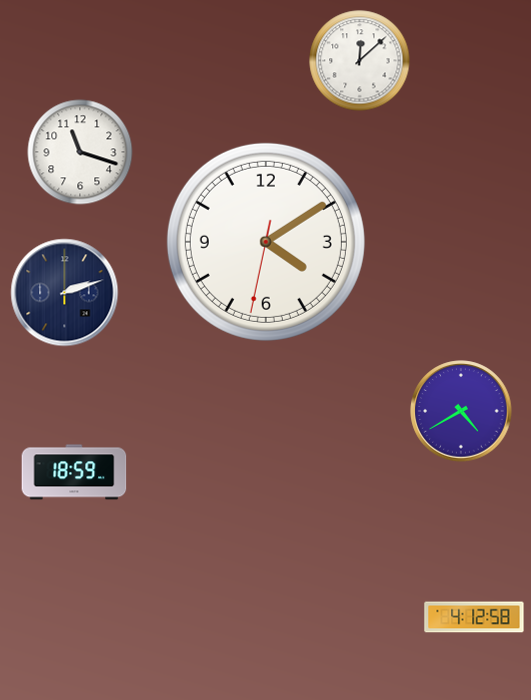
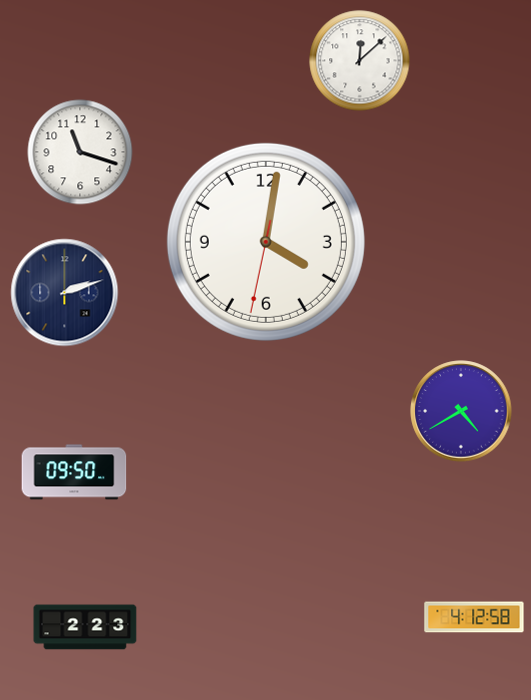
clock at (266, 242): 4:09 -> 4:01
clock at (74, 472): 18:59 -> 09:50
clock at (85, 627): none -> 2:23
